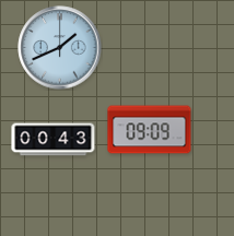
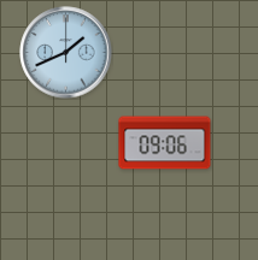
clock at (150, 130): 09:09 -> 09:06
clock at (54, 140): 00:43 -> none
